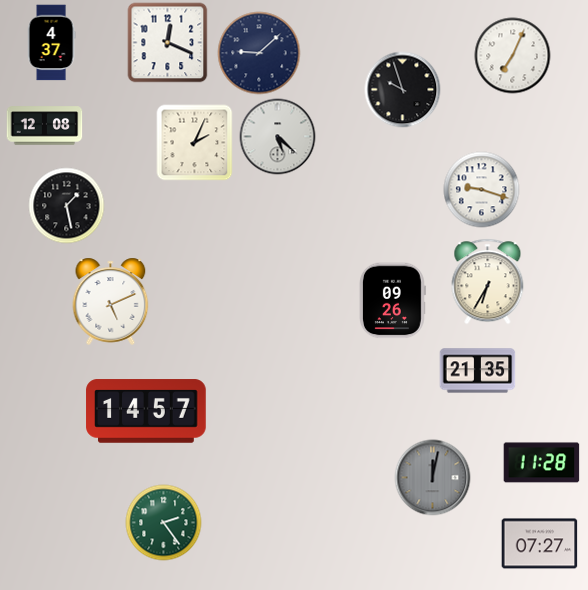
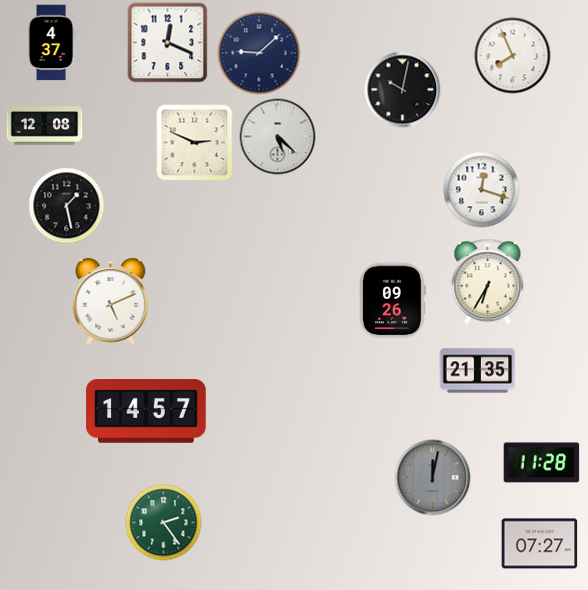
clock at (513, 56): 7:04 -> 7:56
clock at (403, 90): 9:57 -> 10:02
clock at (195, 143): 2:04 -> 2:49
clock at (482, 190): 9:18 -> 12:18
